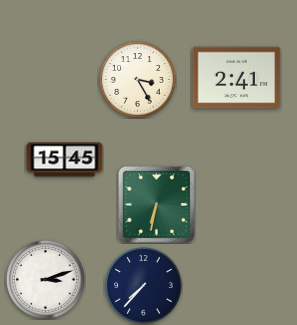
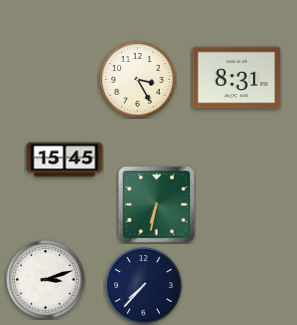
clock at (237, 78): 2:41 -> 8:31
